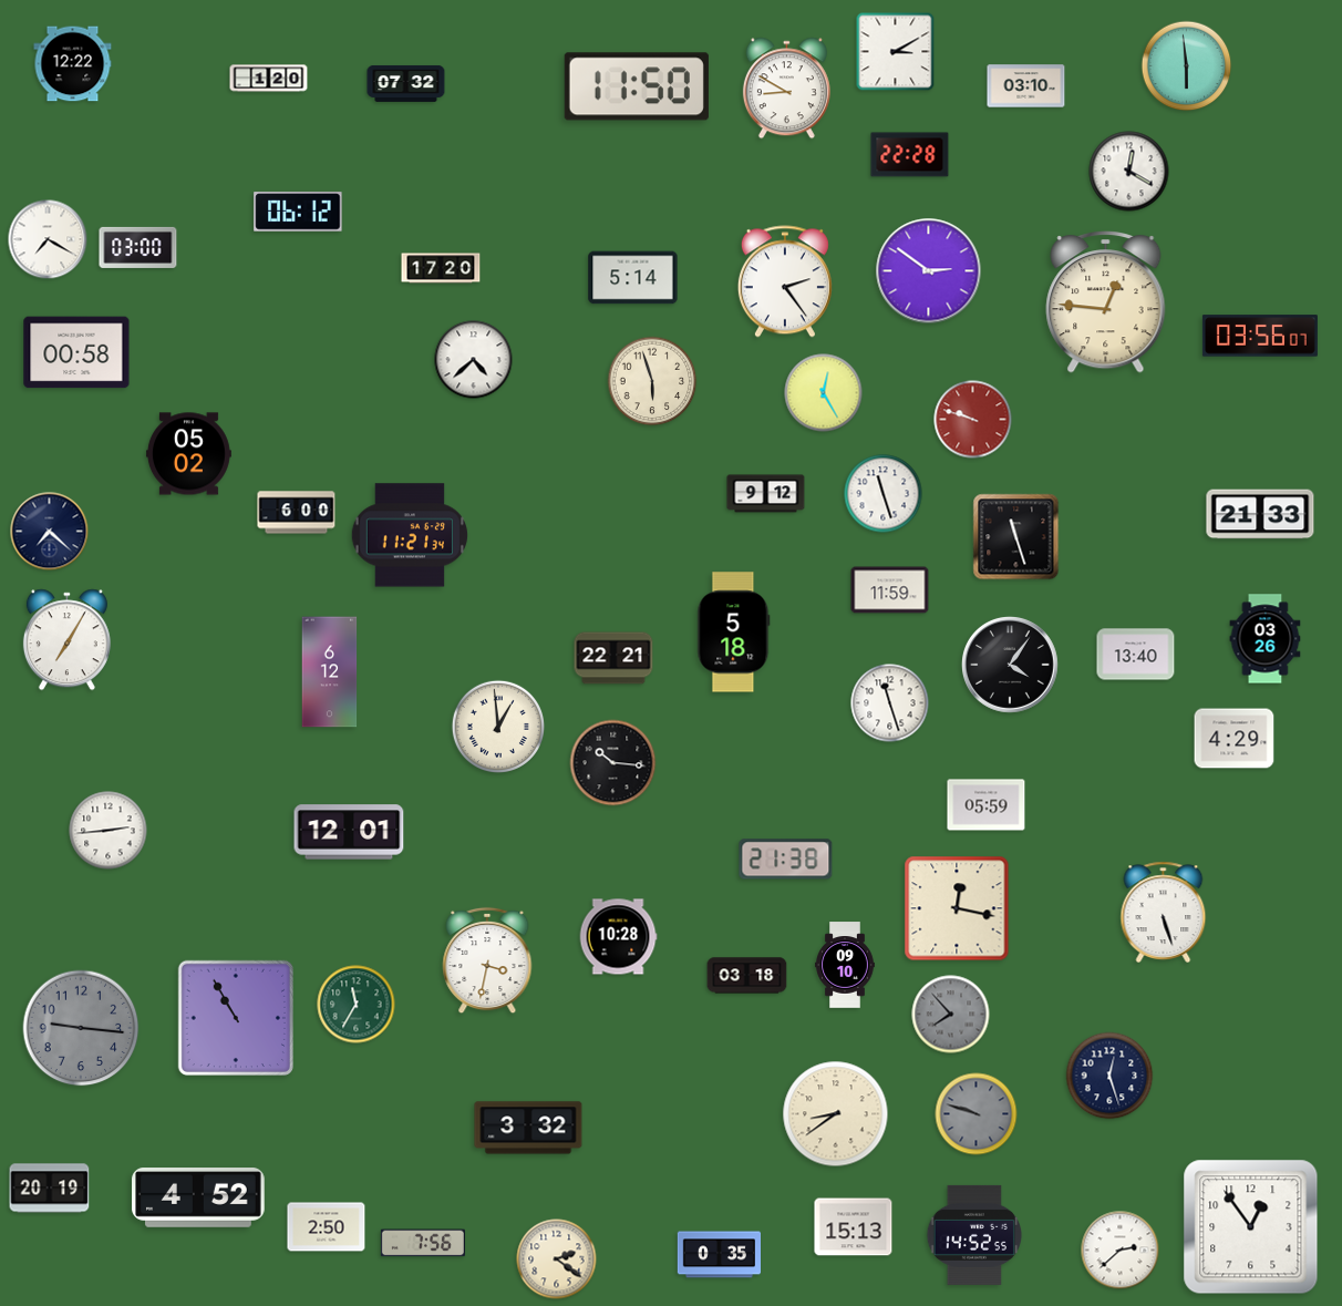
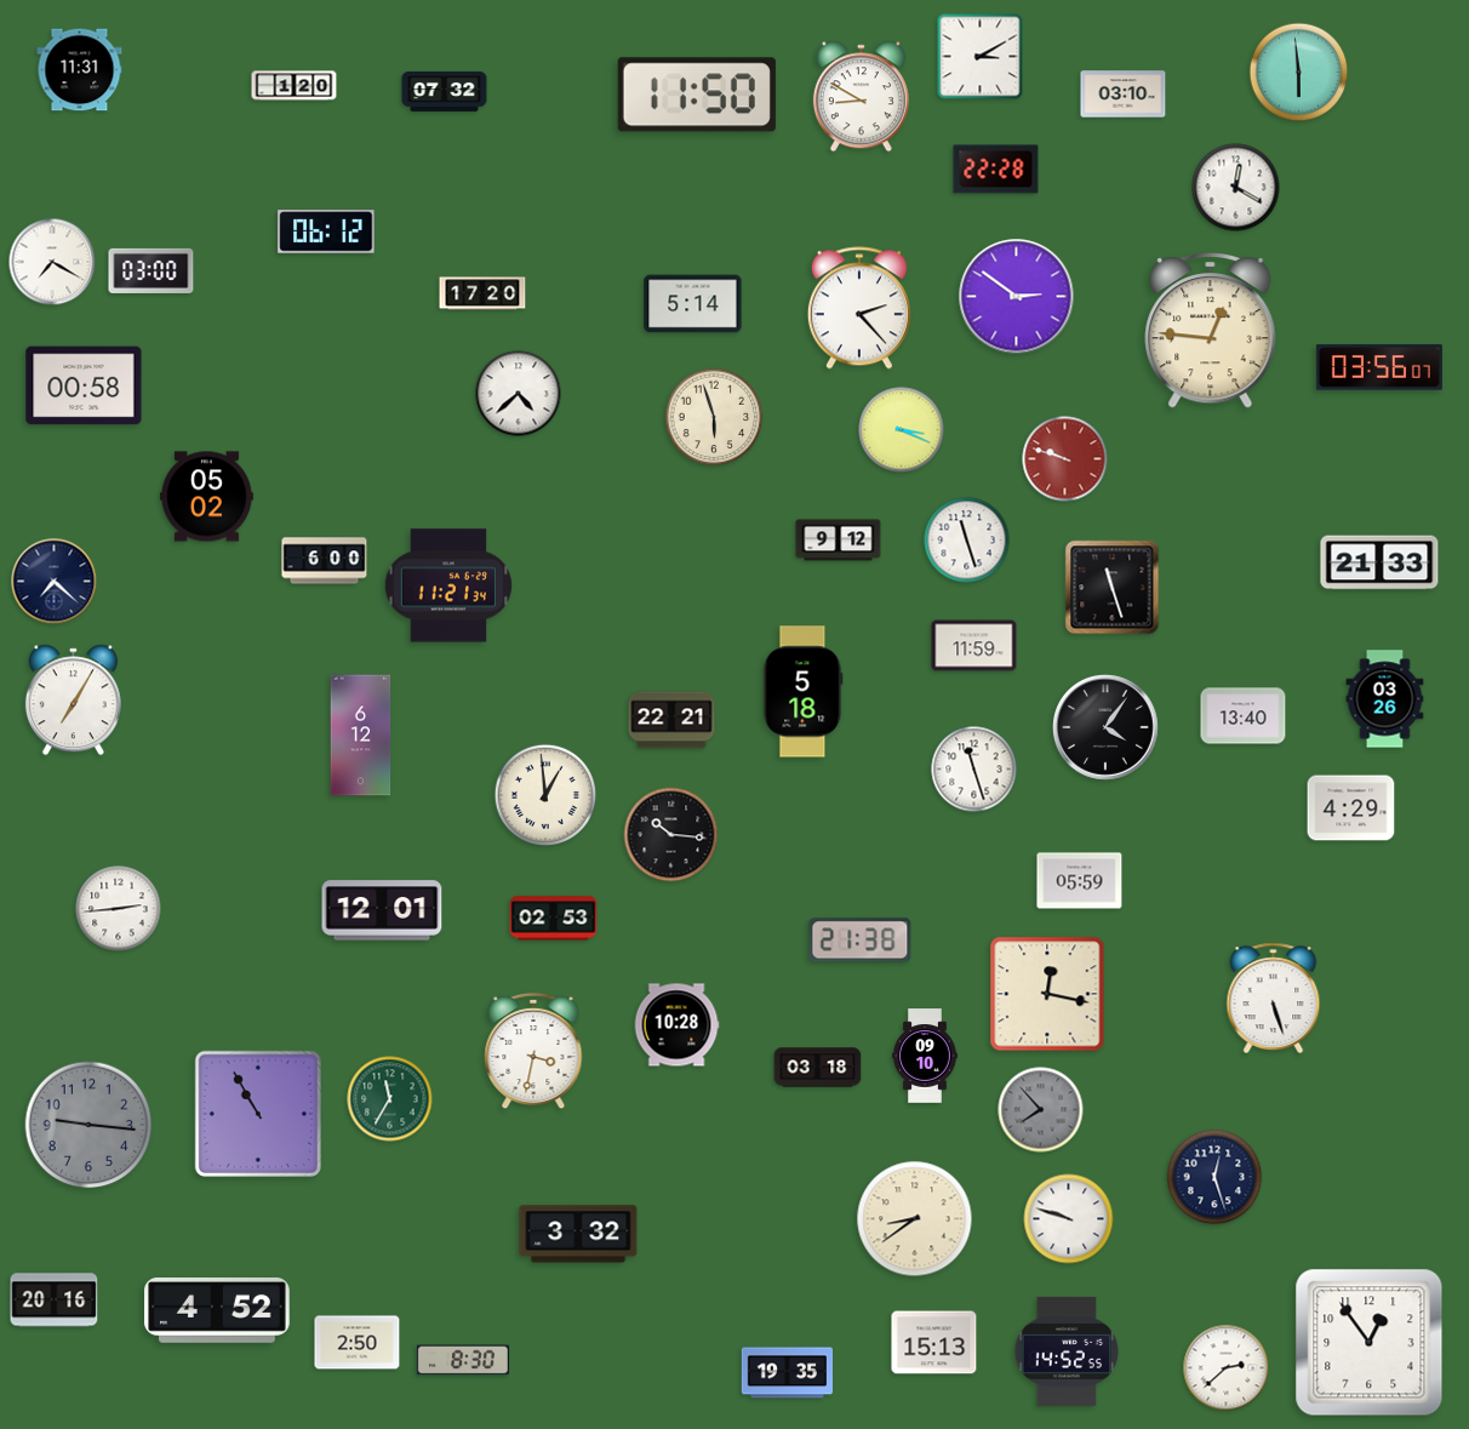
clock at (73, 64): 12:22 -> 11:31
clock at (785, 281): 2:24 -> 2:23
clock at (824, 393): 12:25 -> 3:19
clock at (554, 919): none -> 02:53
clock at (977, 1114) dial: grey -> white
clock at (50, 1189): 20:19 -> 20:16
clock at (423, 1243): 7:56 -> 8:30
clock at (719, 1255): 0:35 -> 19:35
clock at (557, 1259): 2:21 -> none
